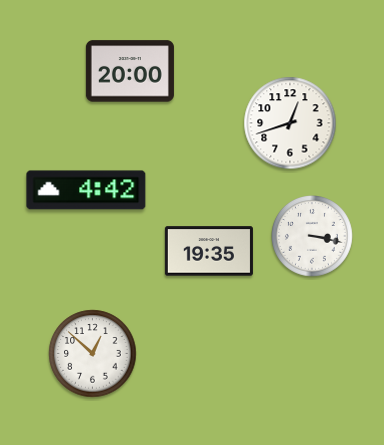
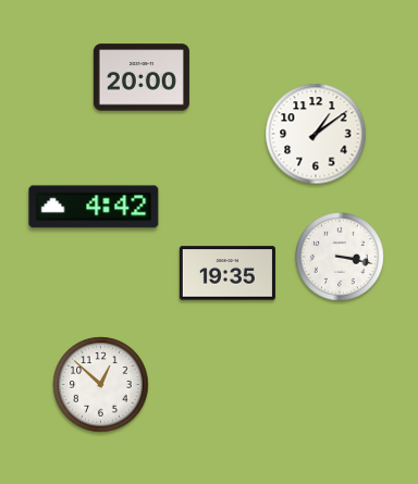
clock at (290, 123): 12:42 -> 1:09
